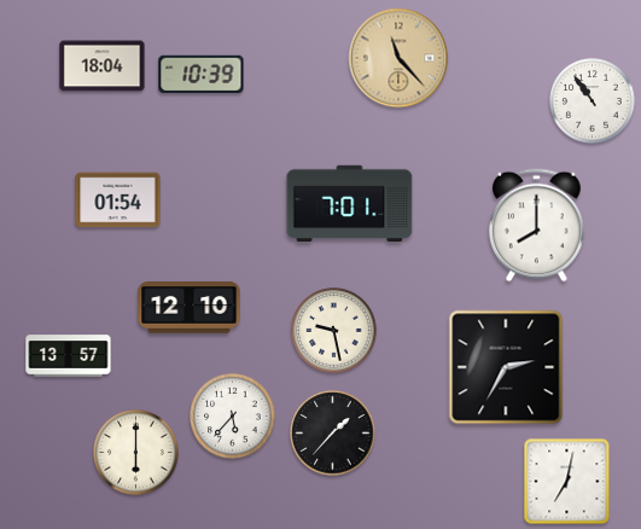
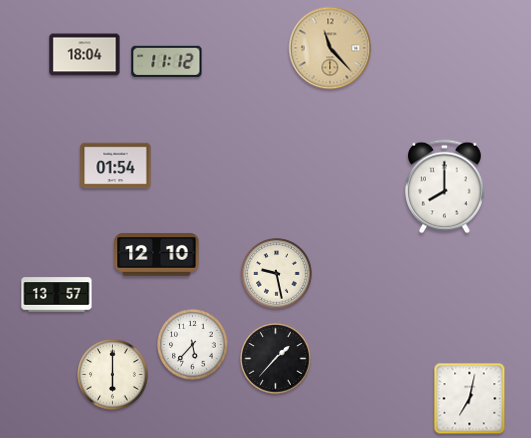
clock at (202, 74): 10:39 -> 11:12
clock at (593, 101): 10:54 -> none
clock at (118, 200) position: (118, 200) -> (116, 166)
clock at (350, 203): 7:01 -> none
clock at (506, 367): 2:35 -> none
